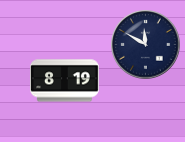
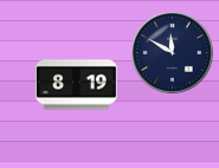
clock at (65, 81) position: (65, 81) -> (77, 85)
